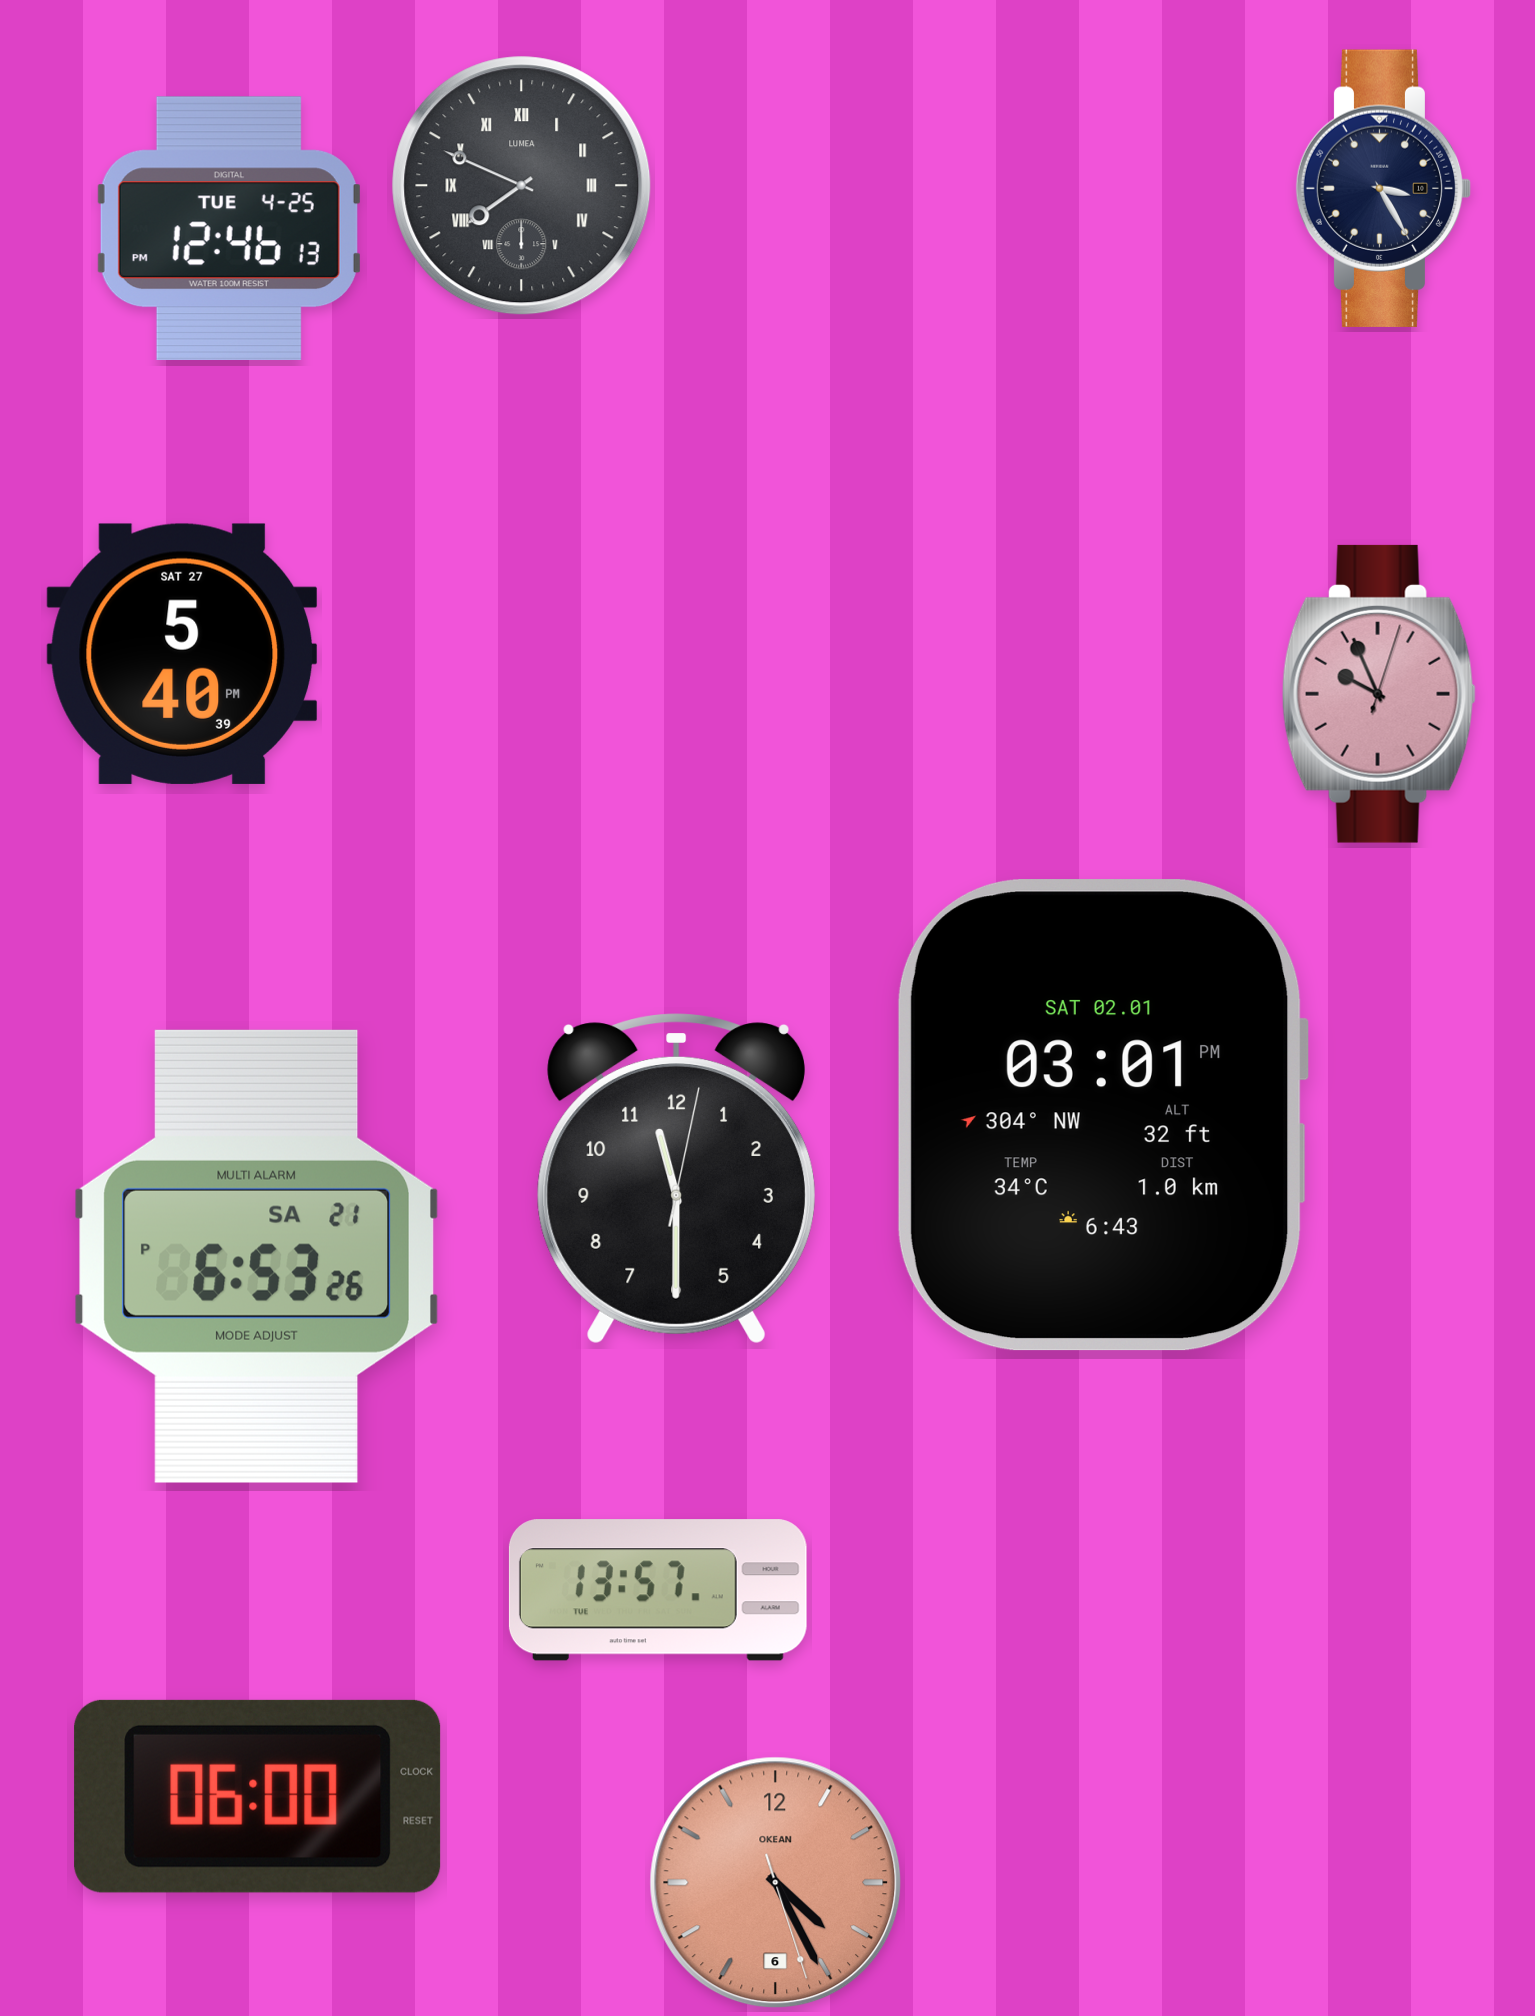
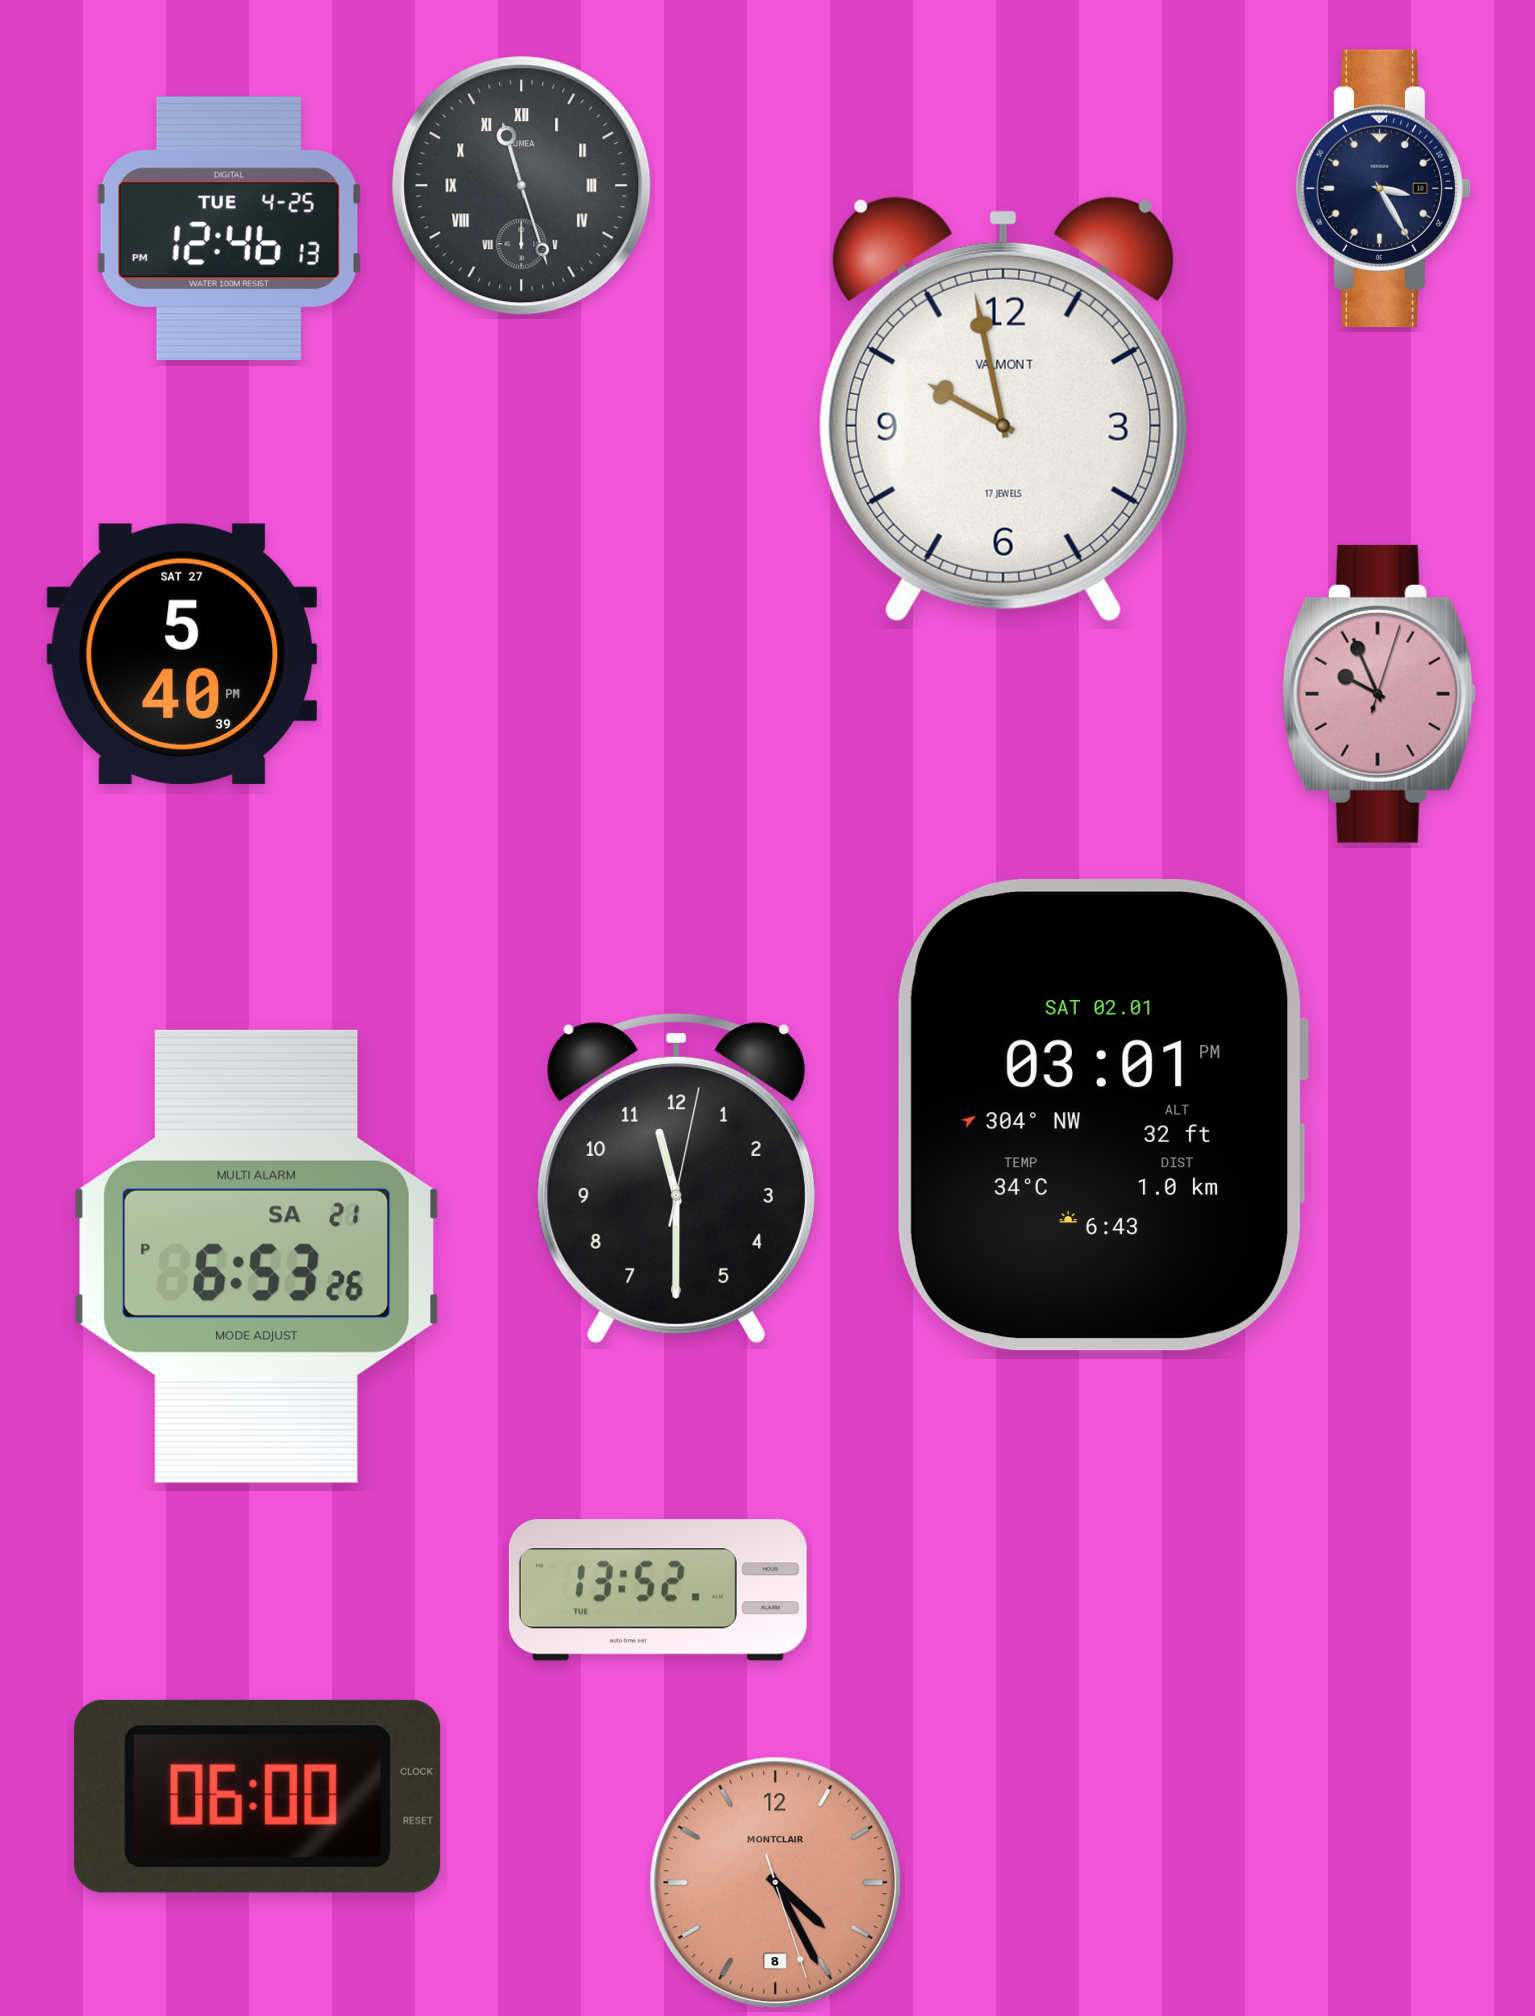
clock at (522, 186): 7:49 -> 11:27
clock at (1003, 409): none -> 9:58
clock at (658, 1590): 13:57 -> 13:52
clock at (776, 1883) date: 6 -> 8
clock at (776, 1883) brand: OKEAN -> MONTCLAIR
